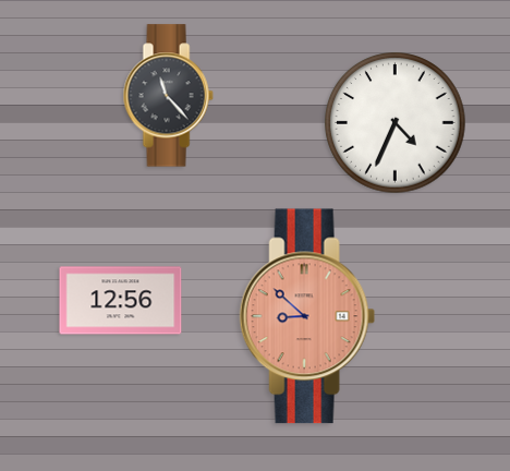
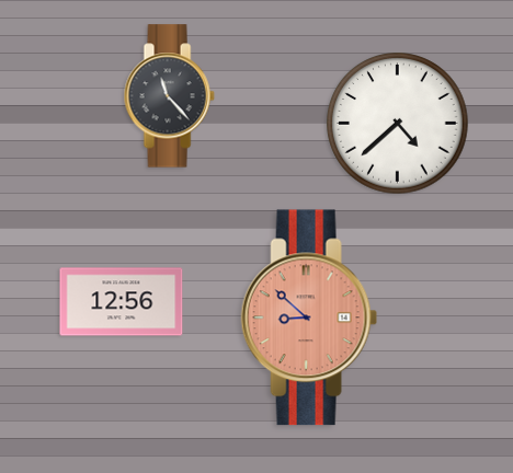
clock at (396, 123): 4:34 -> 4:38
